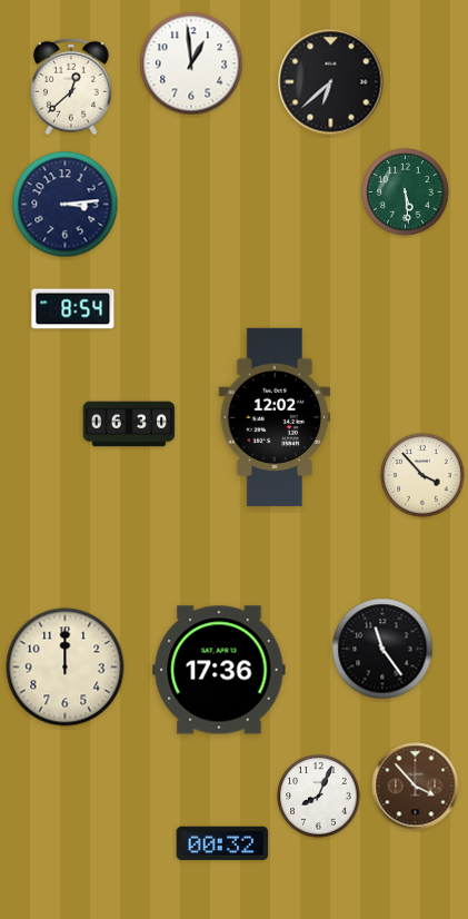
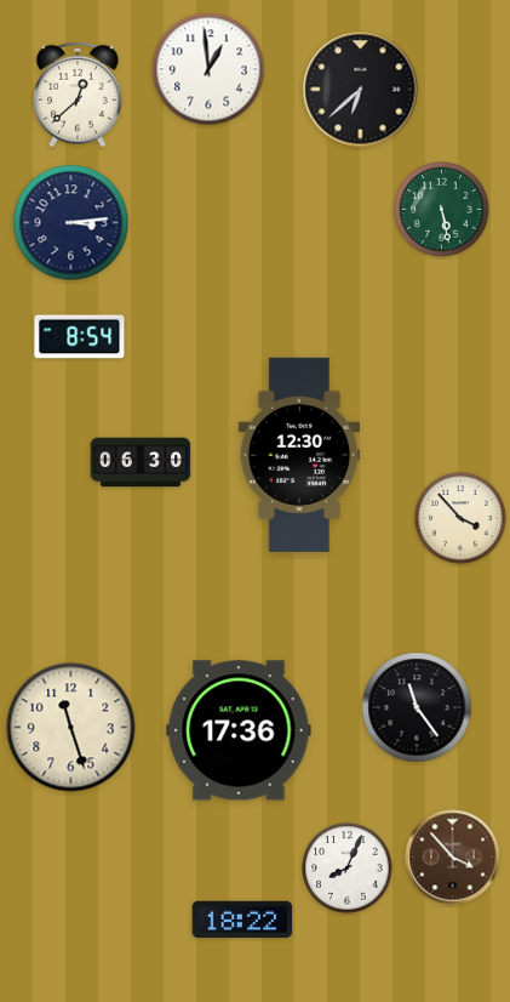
clock at (406, 192): 5:29 -> 5:28
clock at (275, 417): 12:02 -> 12:30
clock at (66, 668): 12:00 -> 11:27
clock at (222, 842): 00:32 -> 18:22
